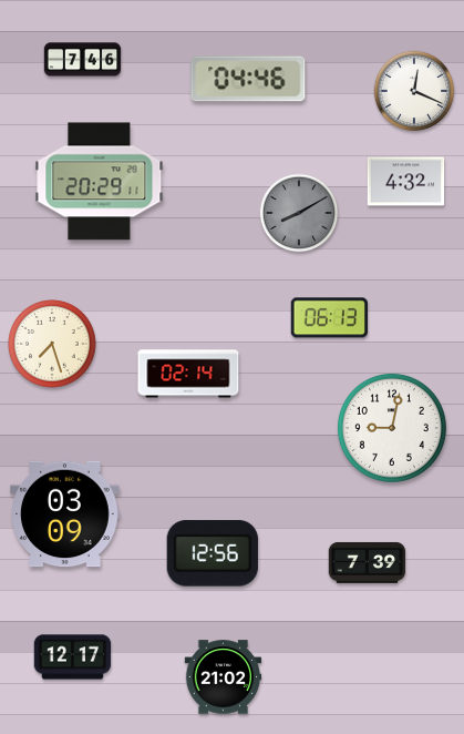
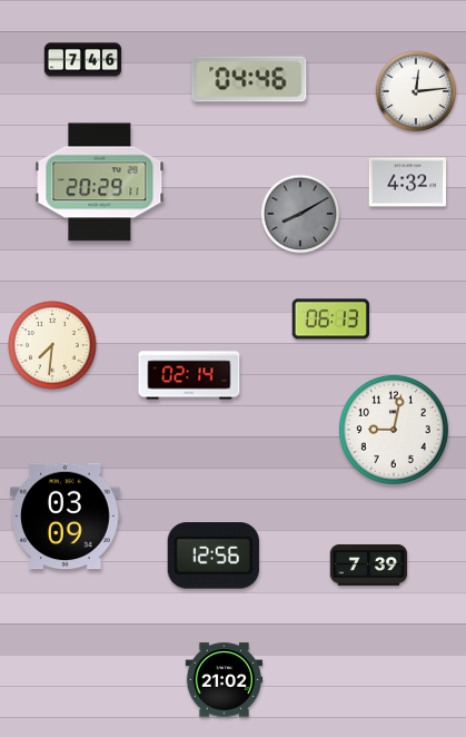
clock at (414, 91): 12:19 -> 12:14
clock at (52, 344): 7:27 -> 7:31
clock at (73, 657): 12:17 -> none
